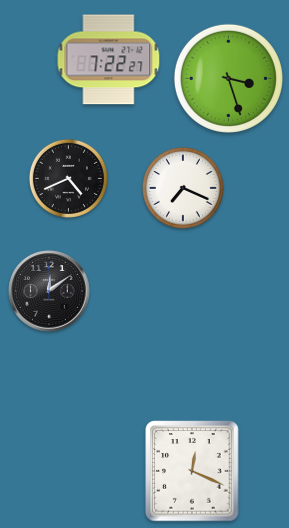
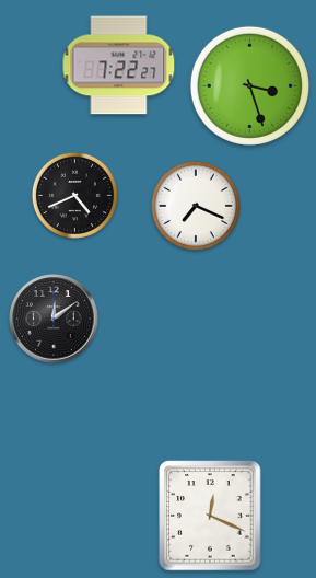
clock at (183, 188) position: (183, 188) -> (196, 206)
